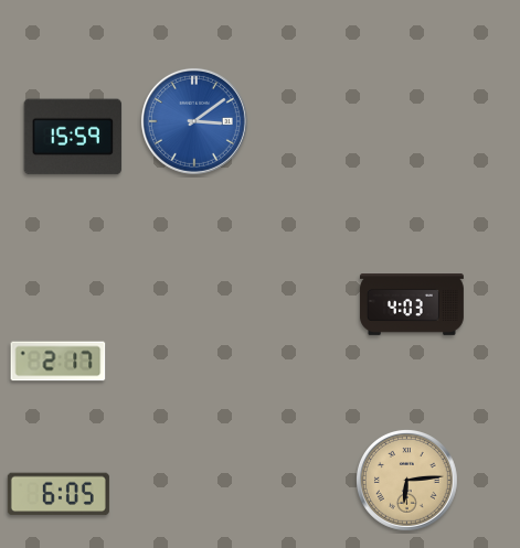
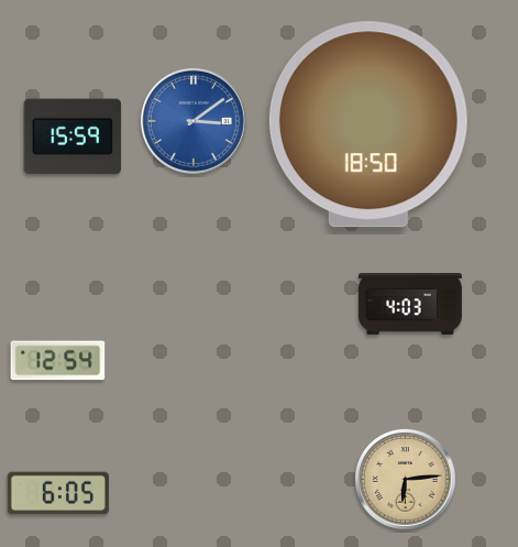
clock at (368, 124): none -> 18:50
clock at (59, 362): 2:17 -> 12:54
